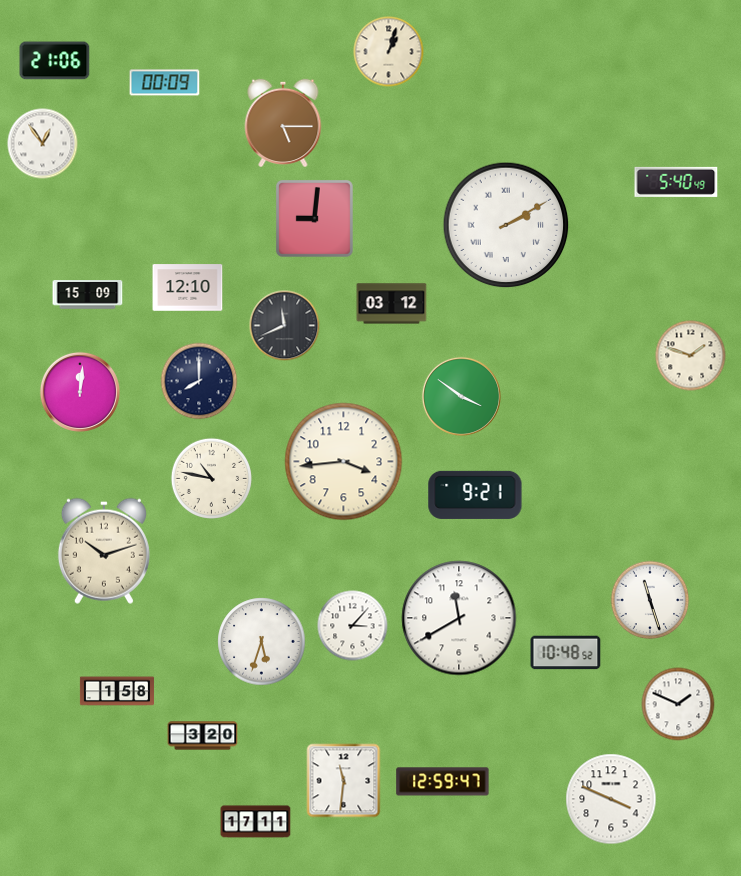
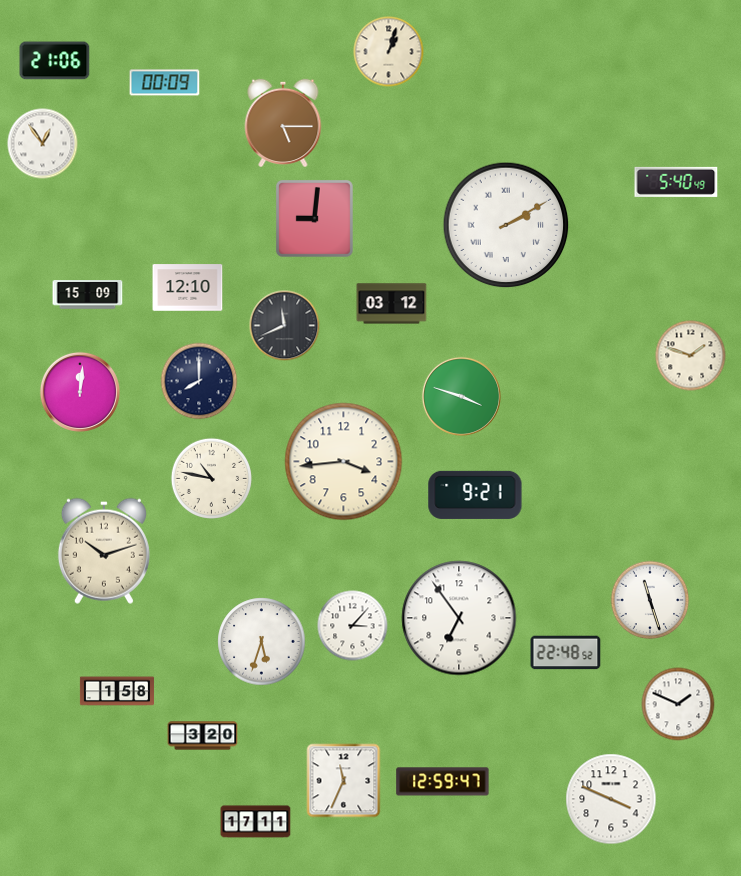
clock at (461, 396): 3:51 -> 3:48
clock at (459, 618): 11:40 -> 6:54
clock at (566, 653): 10:48 -> 22:48
clock at (344, 781): 11:31 -> 11:34
